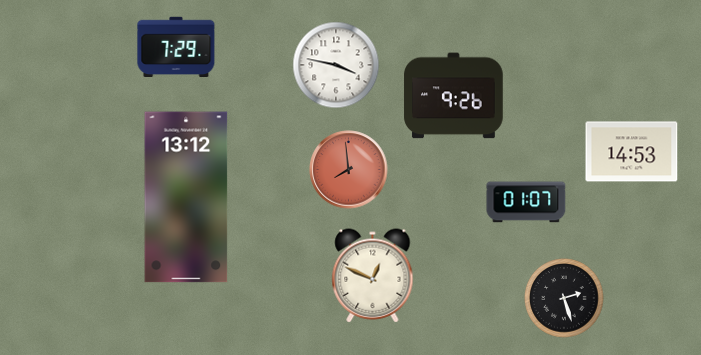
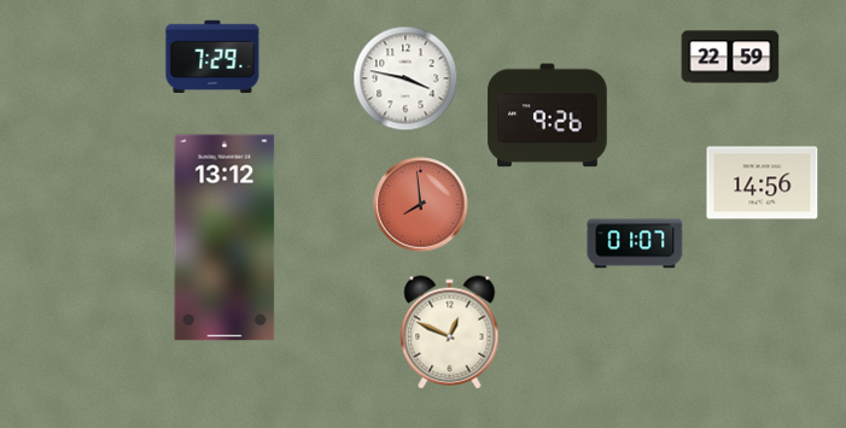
clock at (730, 57): none -> 22:59
clock at (632, 152): 14:53 -> 14:56
clock at (564, 298): 2:27 -> none
